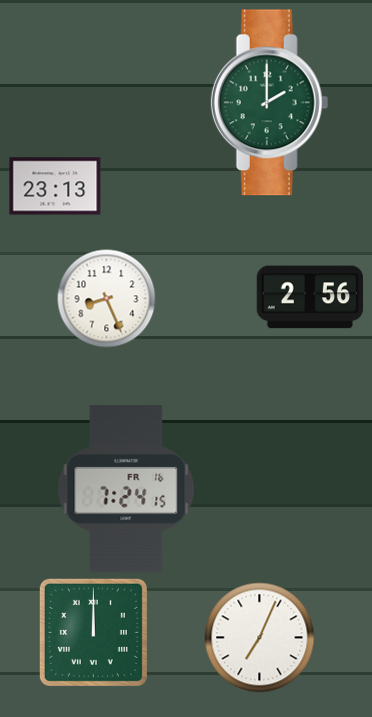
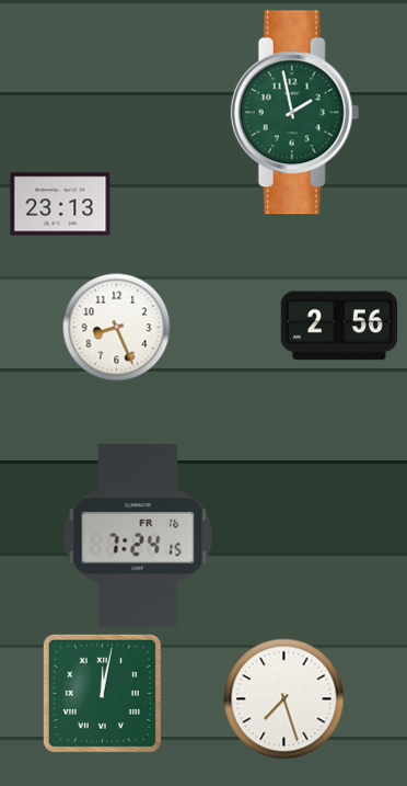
clock at (270, 103): 2:00 -> 1:58
clock at (93, 632): 12:00 -> 12:02
clock at (260, 638): 7:04 -> 7:27
